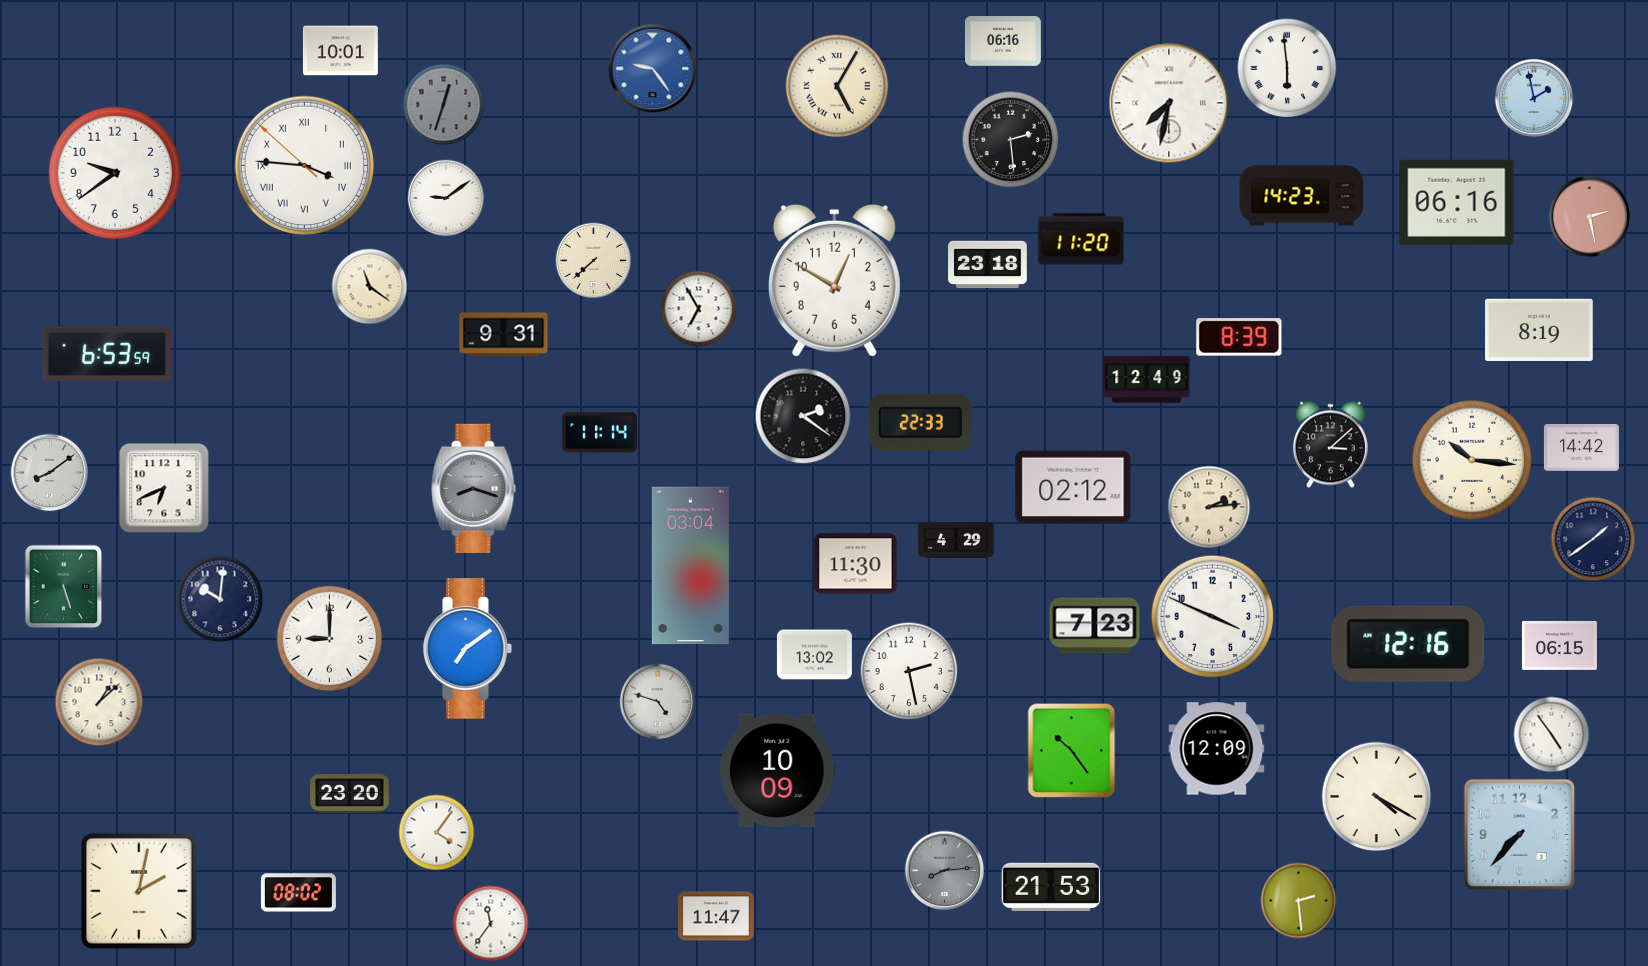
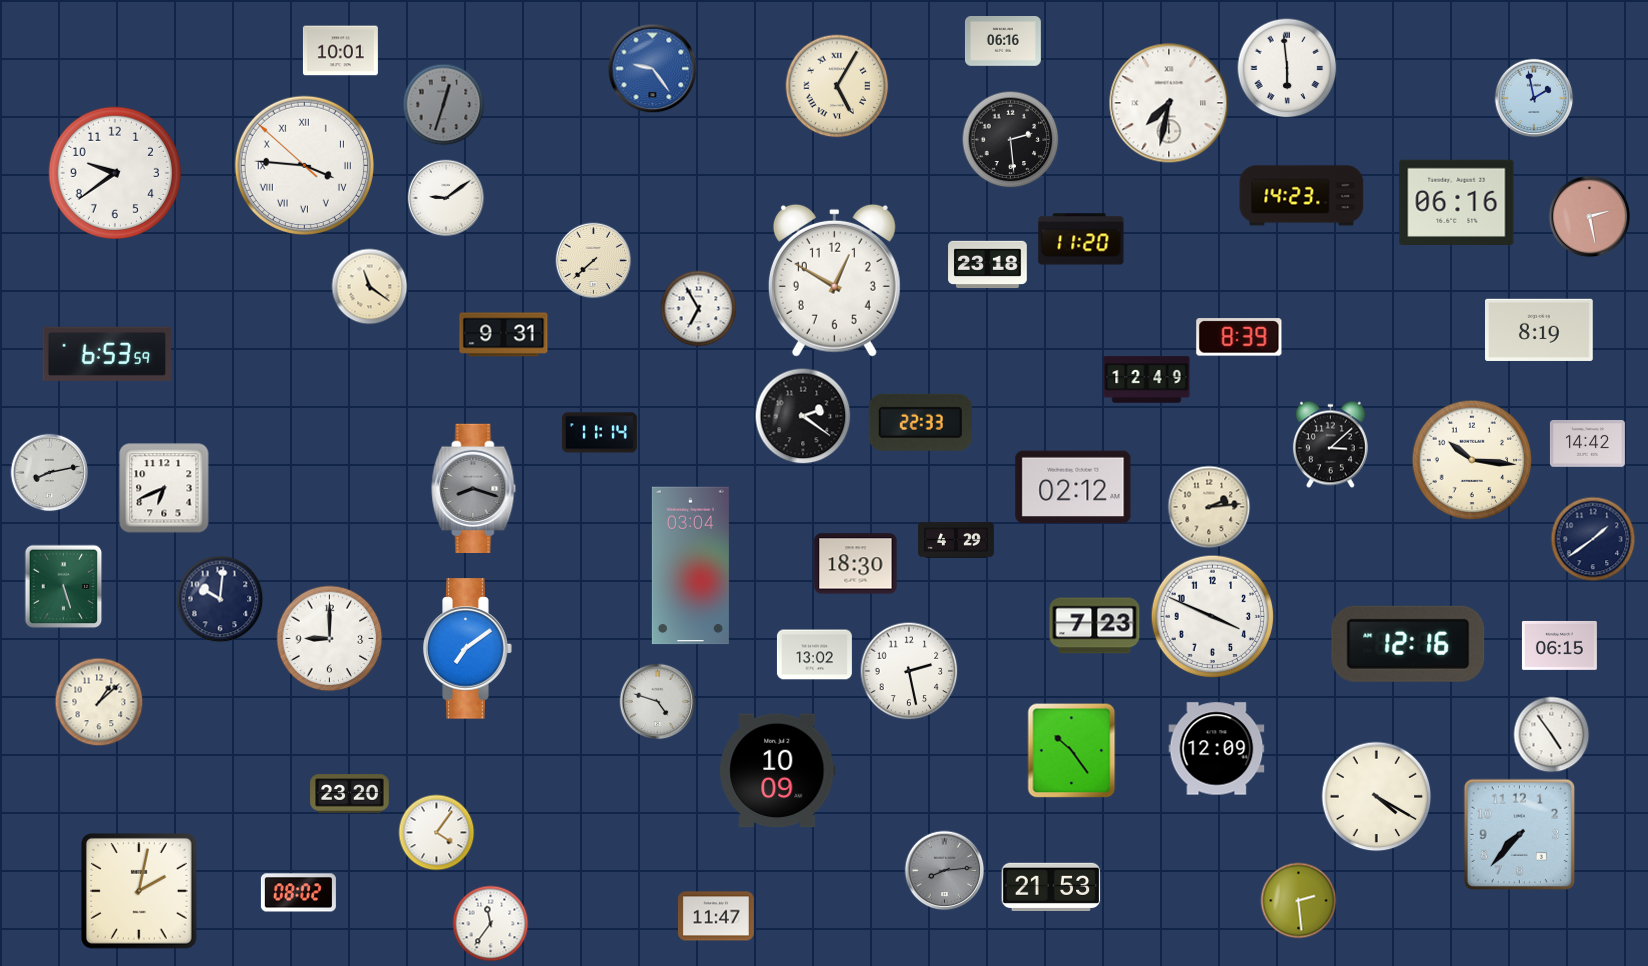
clock at (1581, 448) position: (1581, 448) -> (1587, 444)
clock at (50, 473): 8:09 -> 8:13
clock at (856, 564): 11:30 -> 18:30
